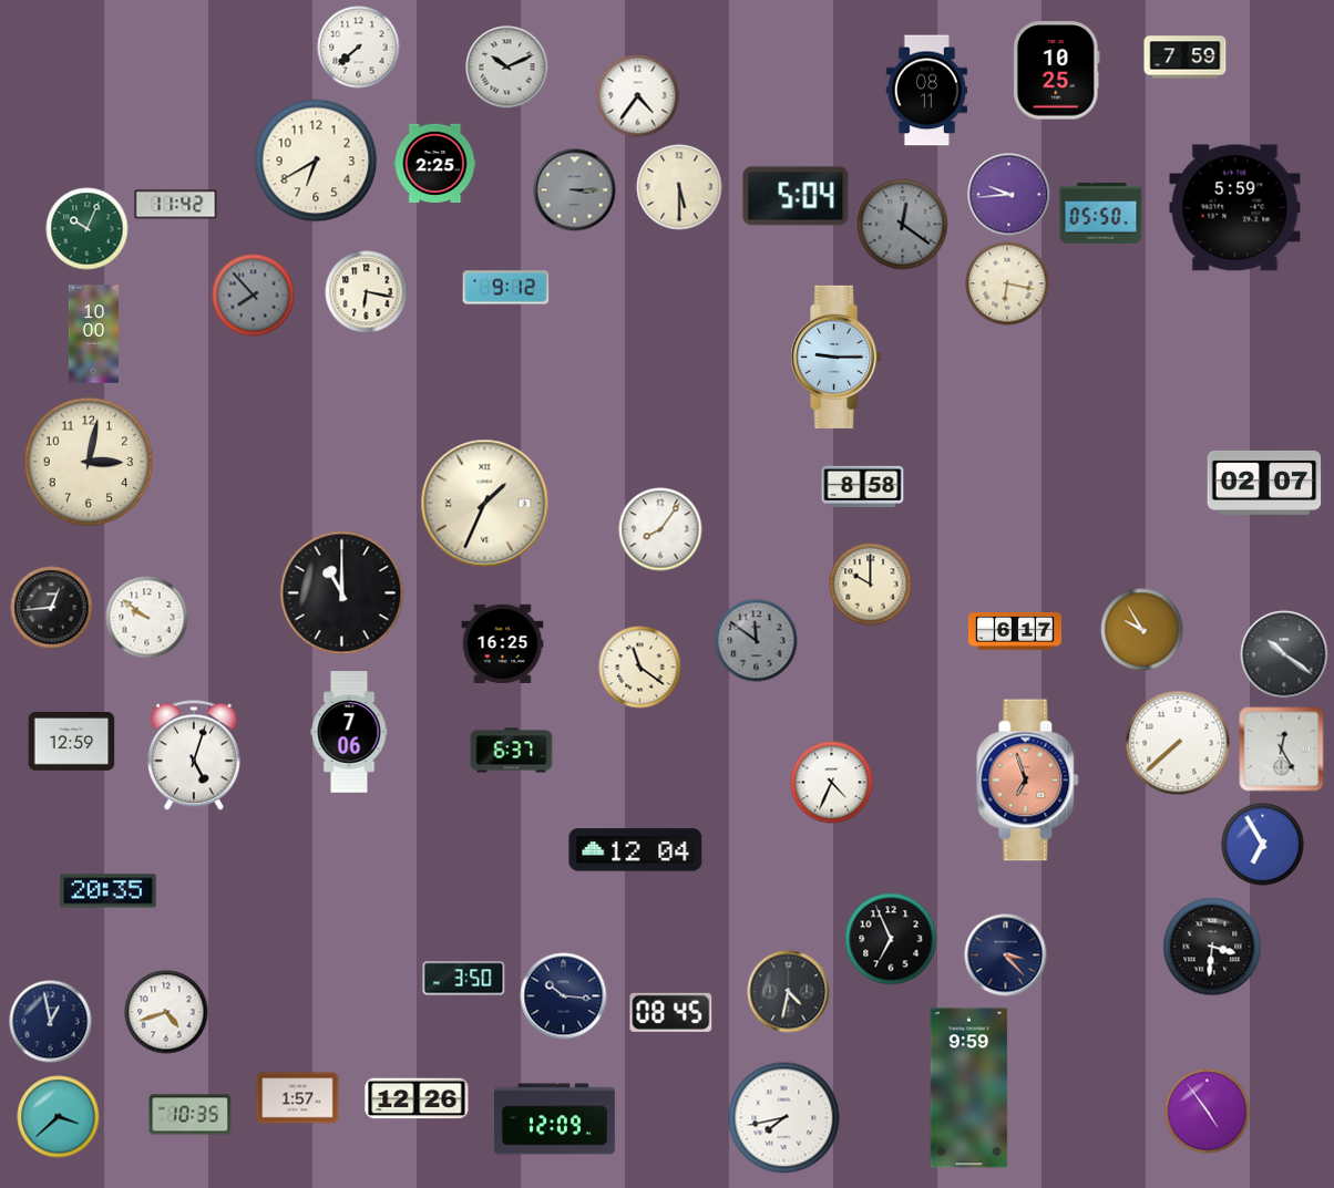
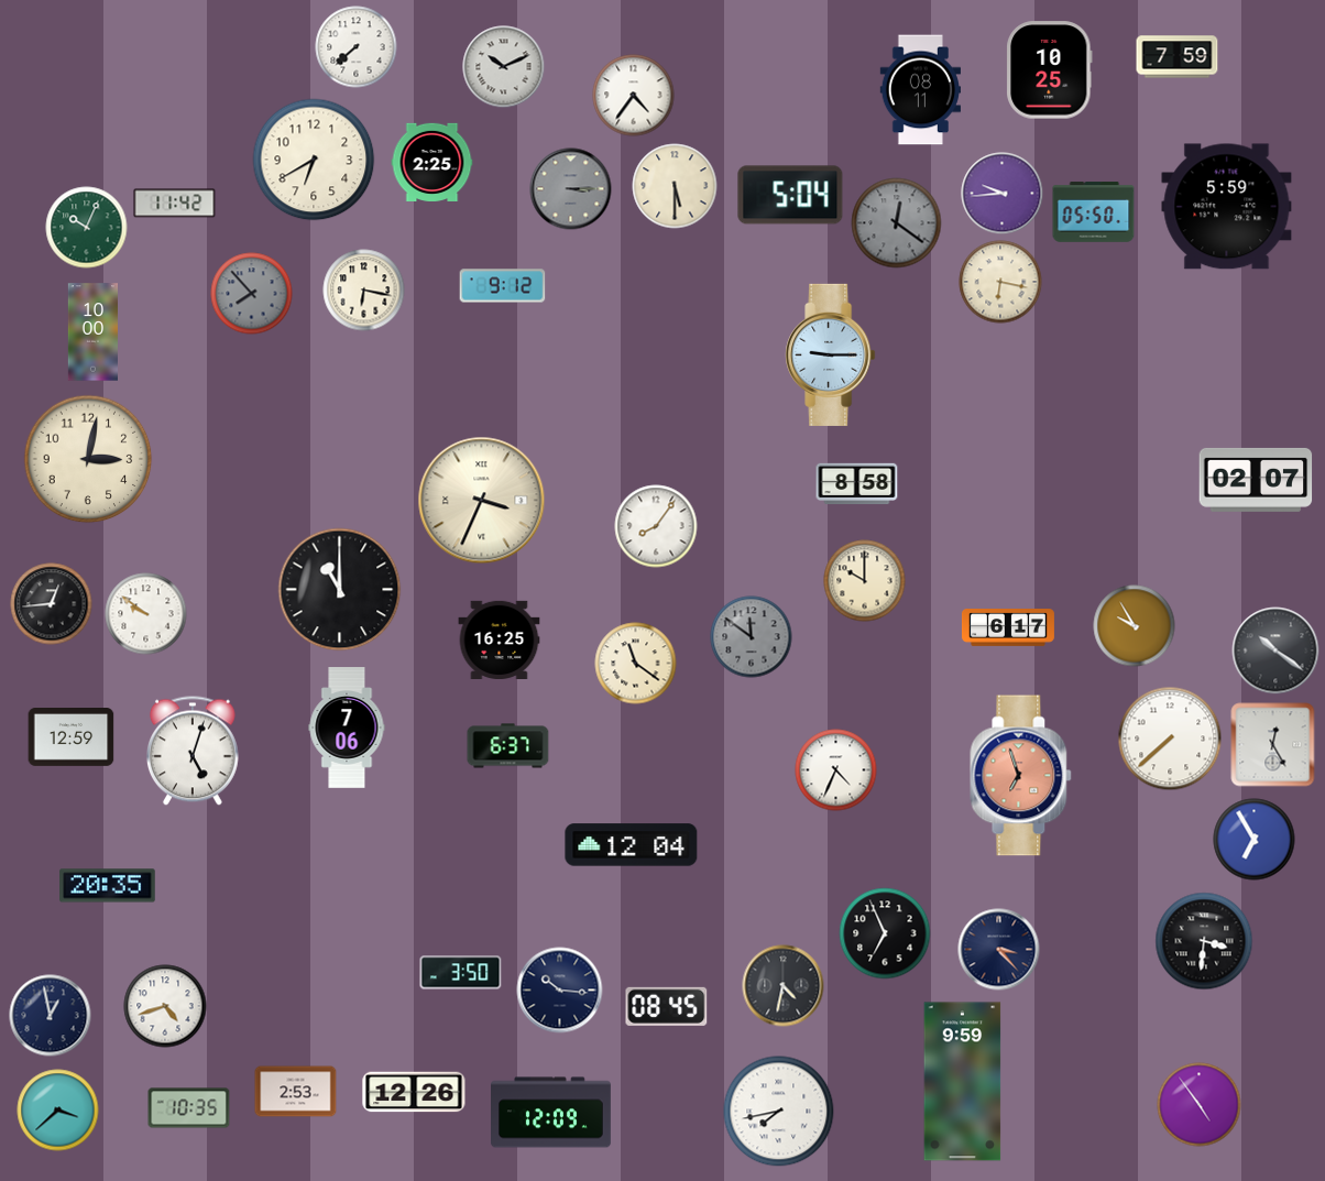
clock at (485, 504): 1:34 -> 3:34
clock at (832, 783) position: (832, 783) -> (836, 770)
clock at (298, 1098): 1:57 -> 2:53
